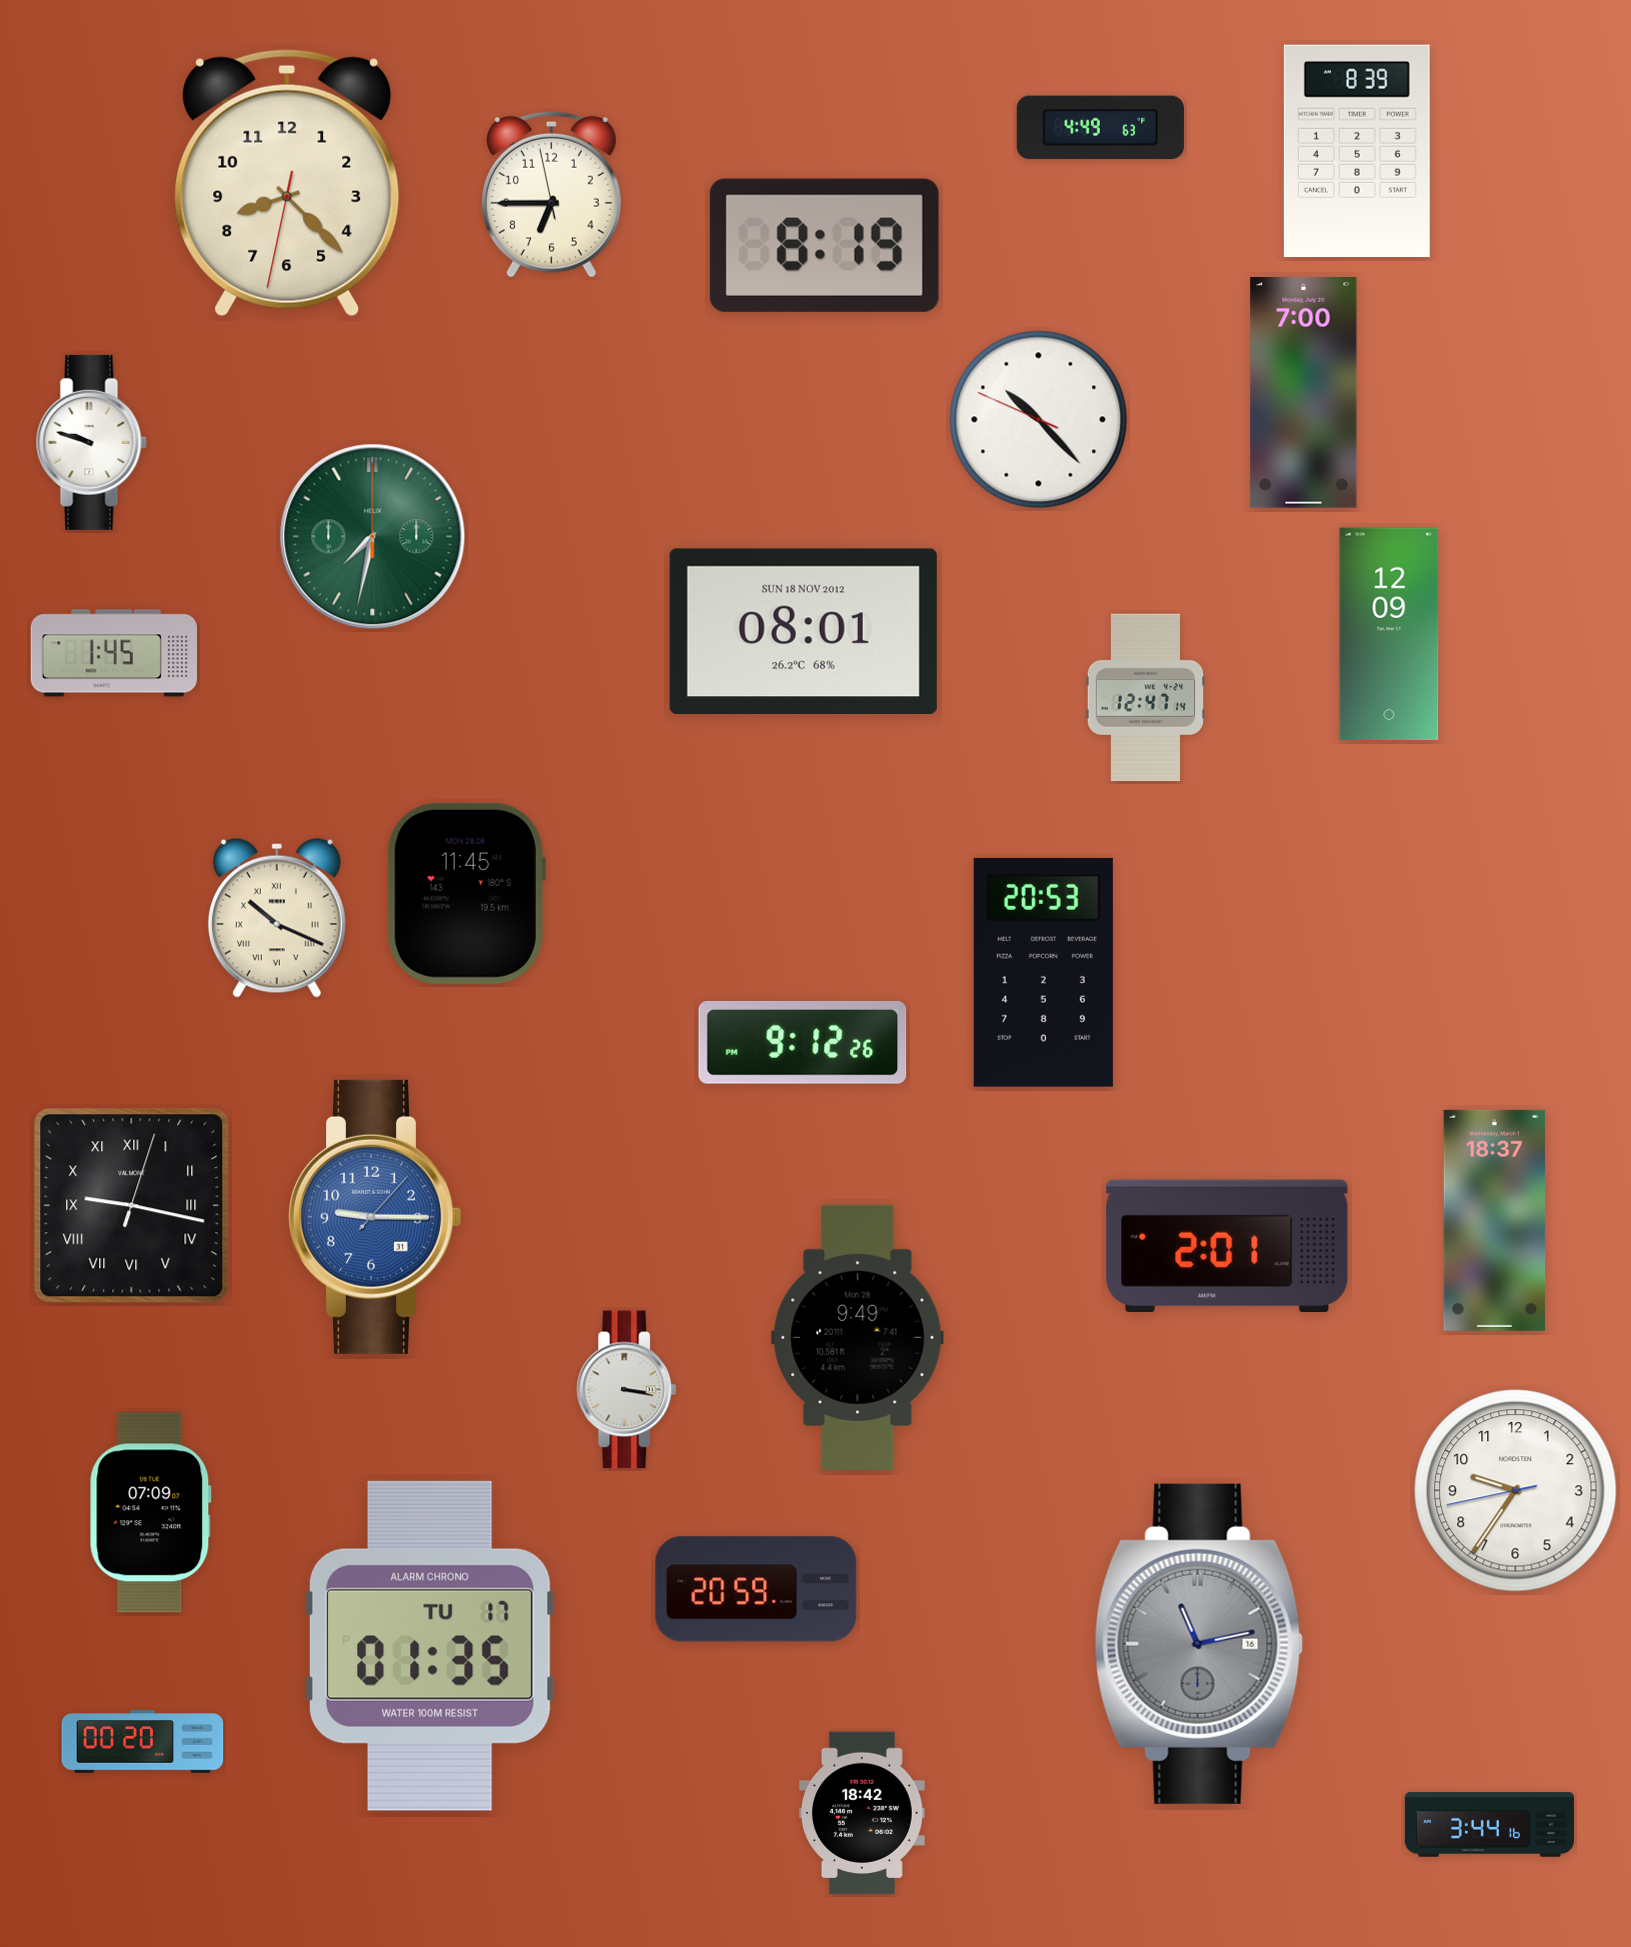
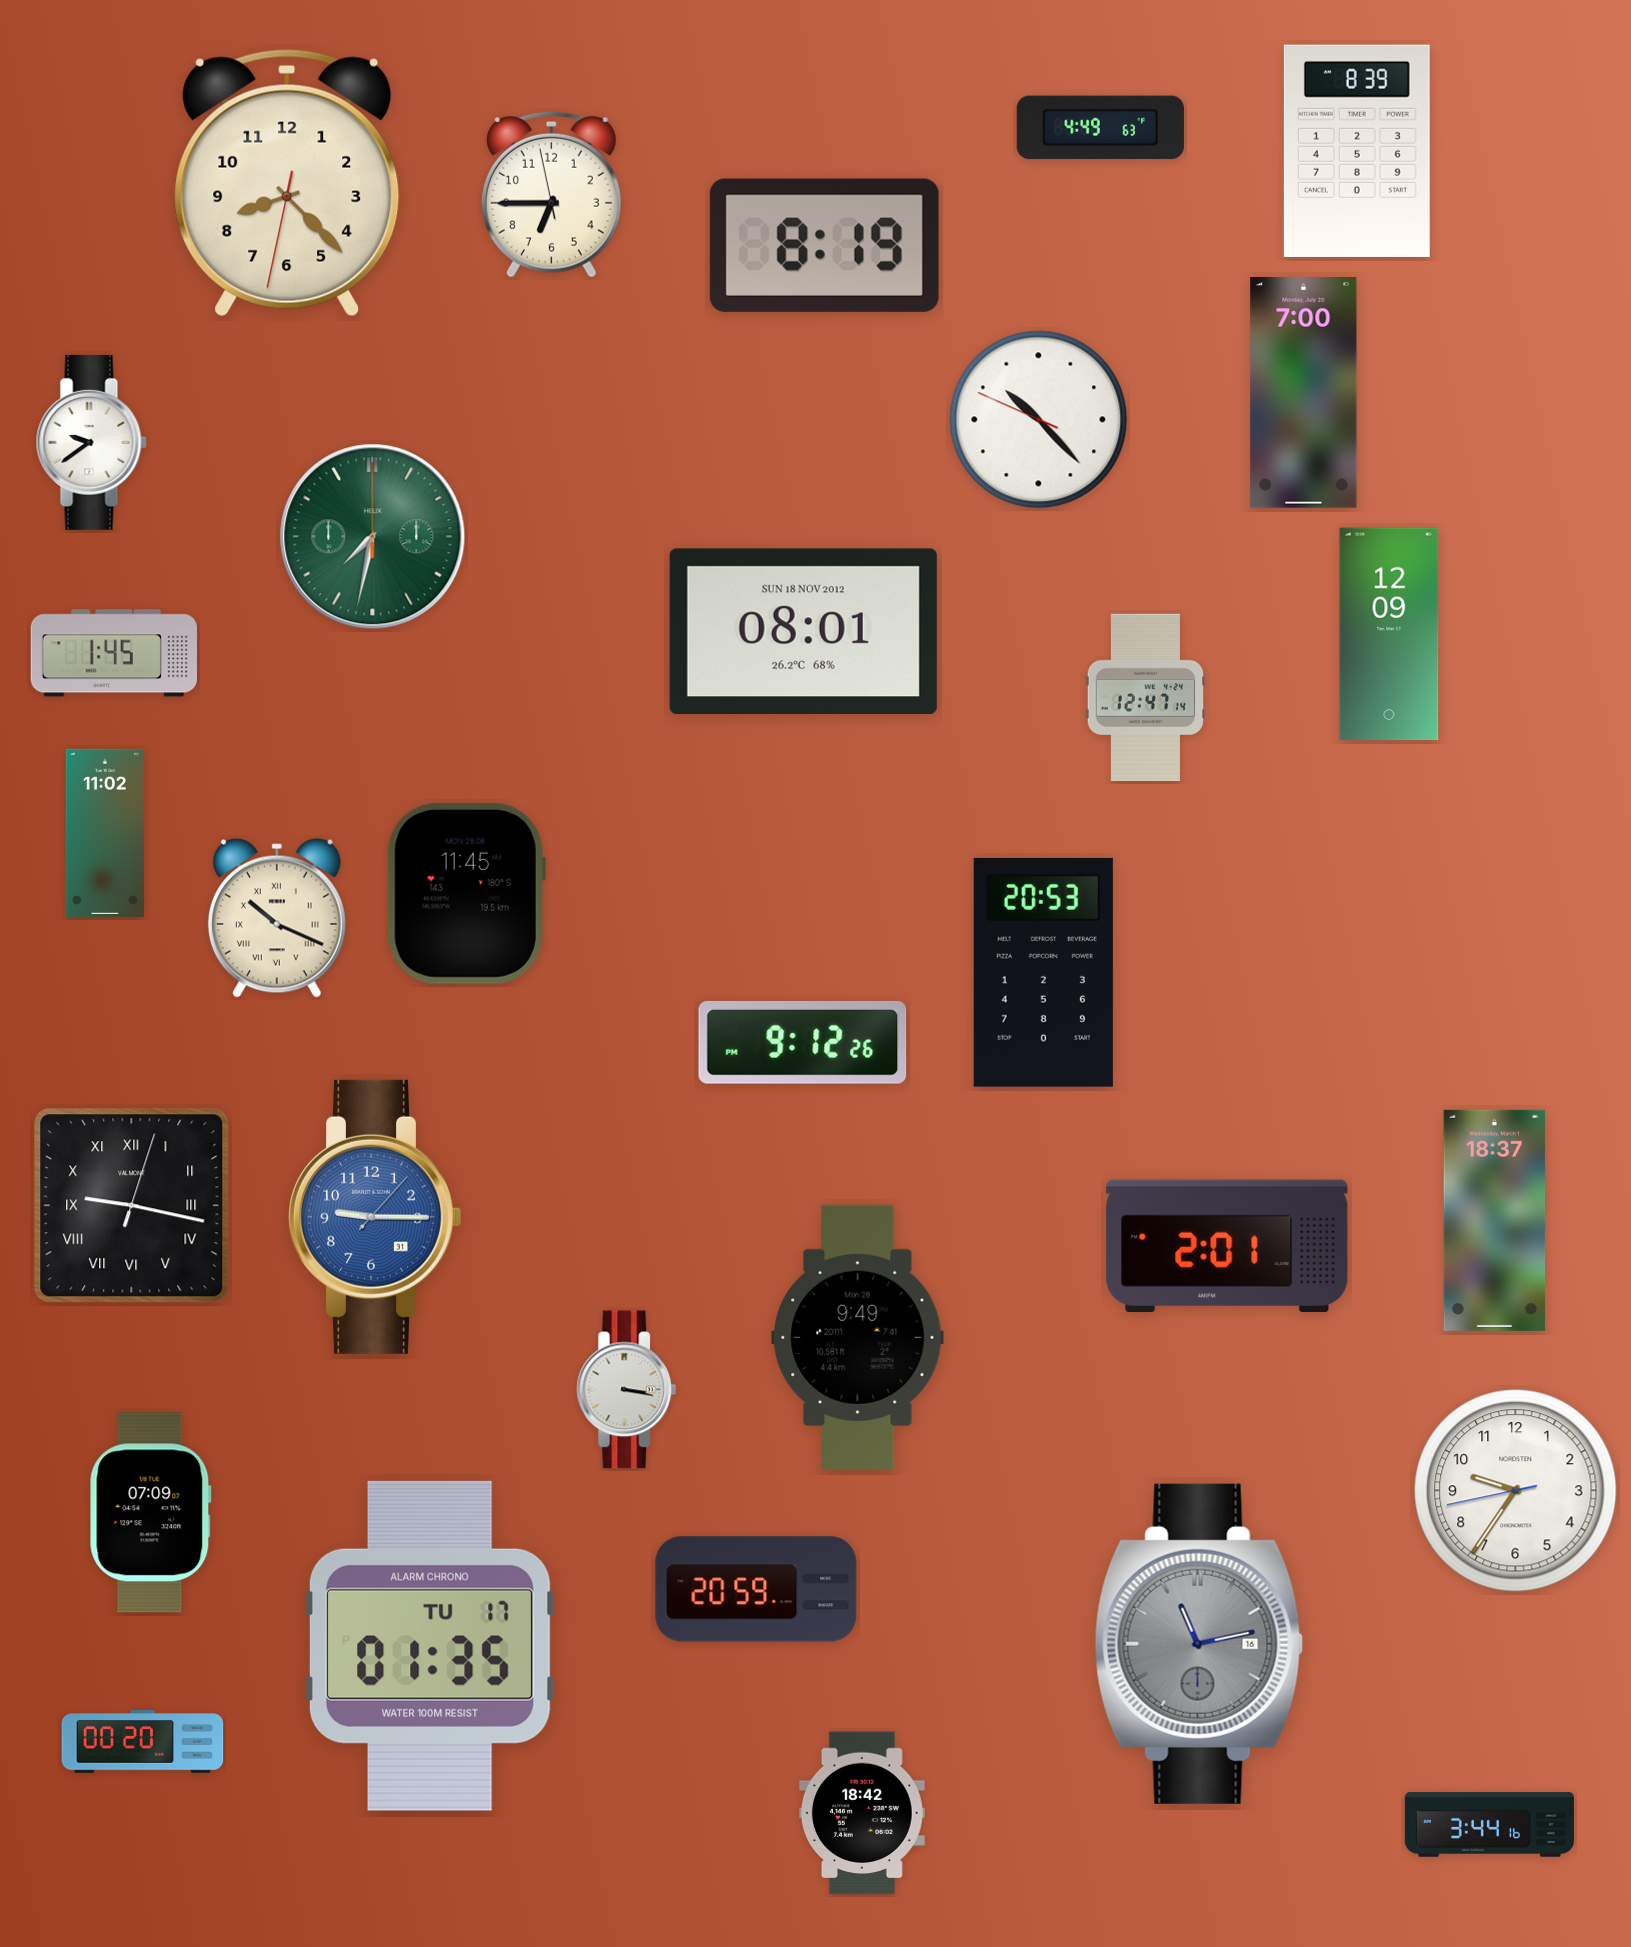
clock at (91, 442): 9:48 -> 9:39
clock at (105, 833): none -> 11:02
